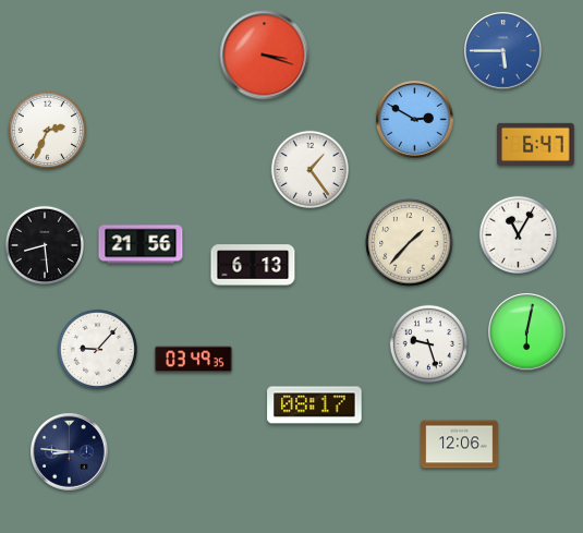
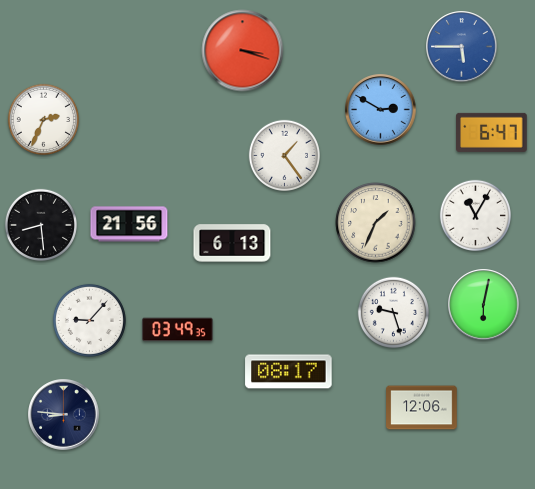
clock at (410, 243): 1:37 -> 1:34
clock at (428, 343) position: (428, 343) -> (393, 312)
